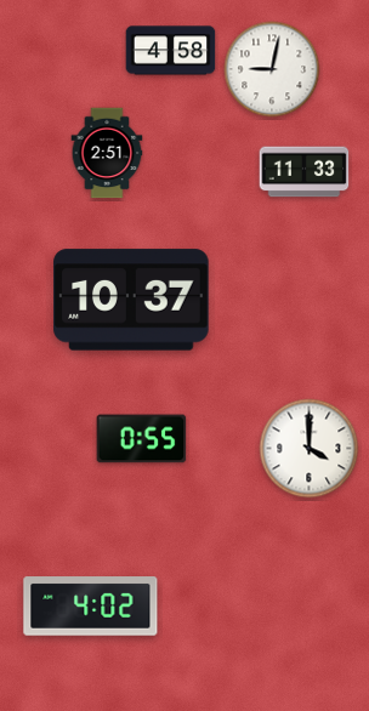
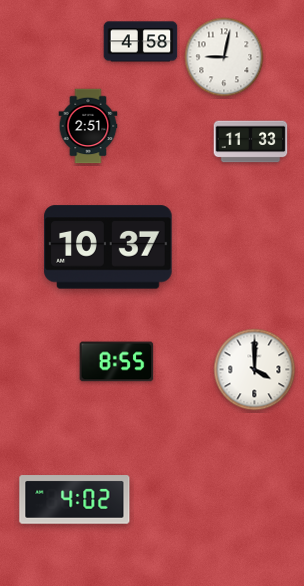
clock at (142, 439): 0:55 -> 8:55
